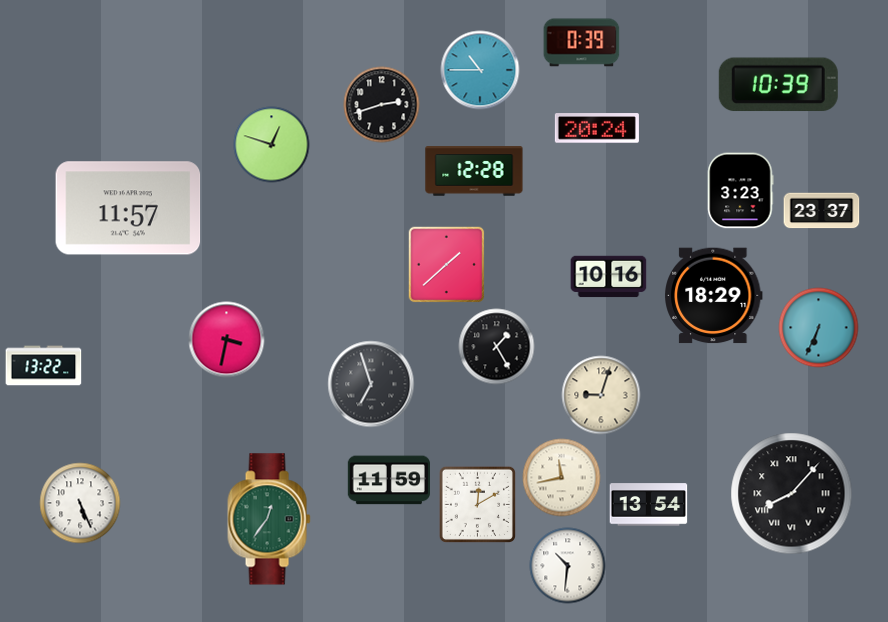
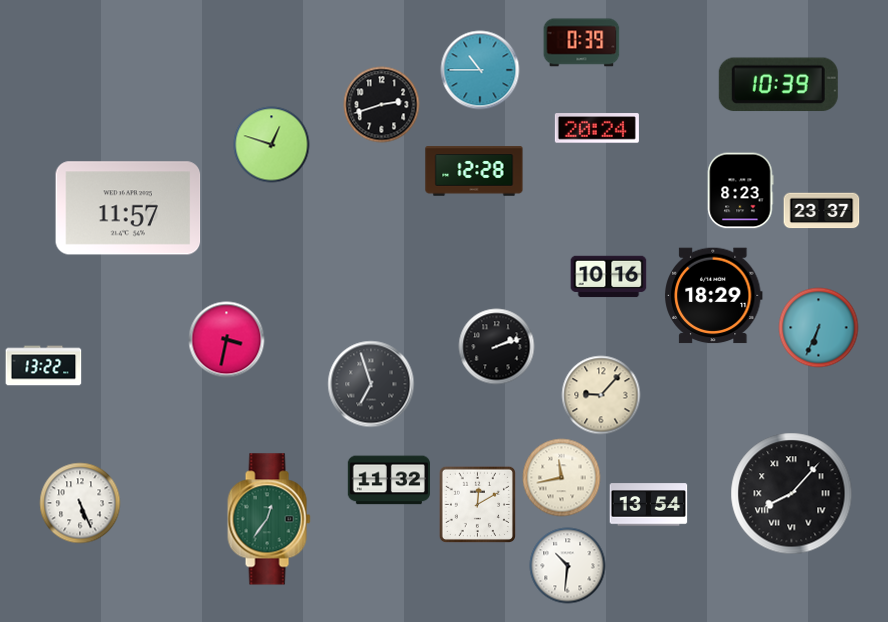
clock at (741, 191): 3:23 -> 8:23
clock at (446, 264): 1:38 -> none
clock at (497, 347): 1:25 -> 2:12
clock at (601, 395): 9:03 -> 9:07
clock at (389, 480): 11:59 -> 11:32
